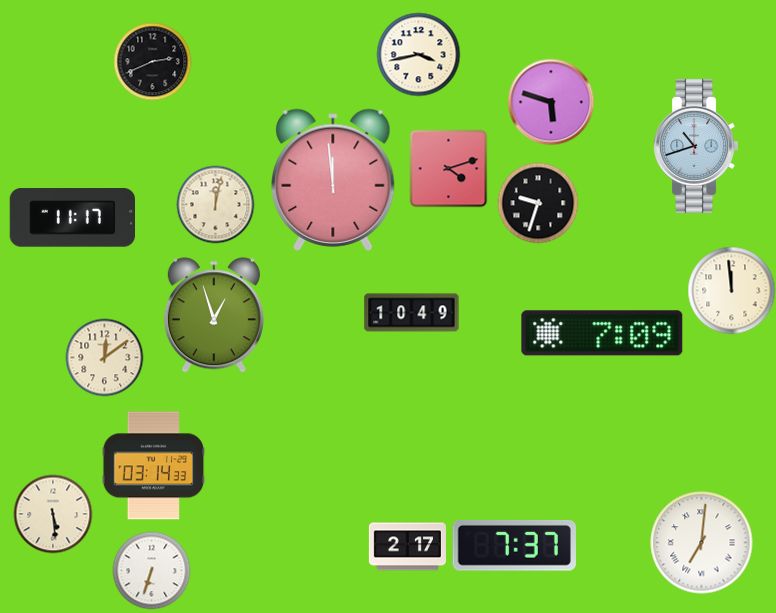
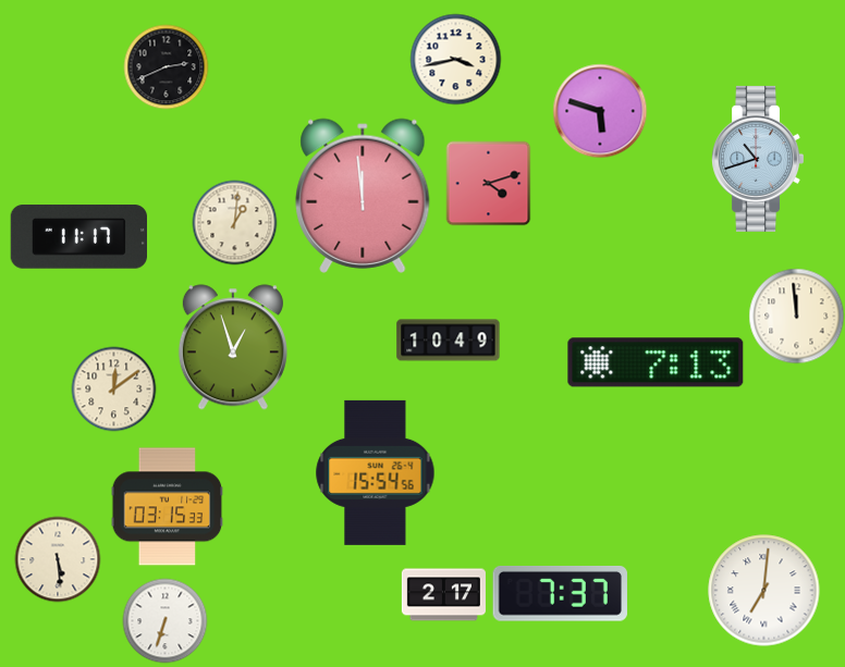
clock at (538, 203): 9:33 -> none
clock at (215, 204): 12:02 -> 1:01
clock at (214, 315) position: (214, 315) -> (233, 347)
clock at (602, 333): 7:09 -> 7:13
clock at (376, 472): none -> 15:54
clock at (154, 466): 03:14 -> 03:15
